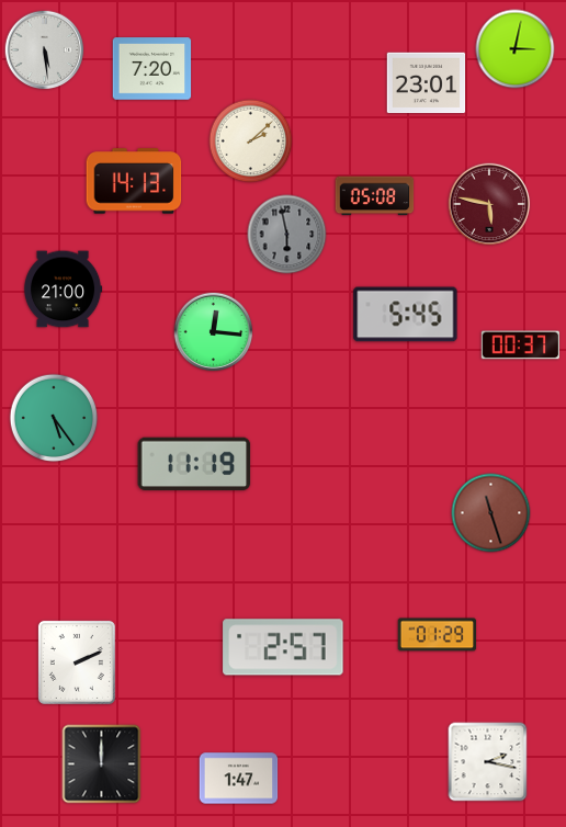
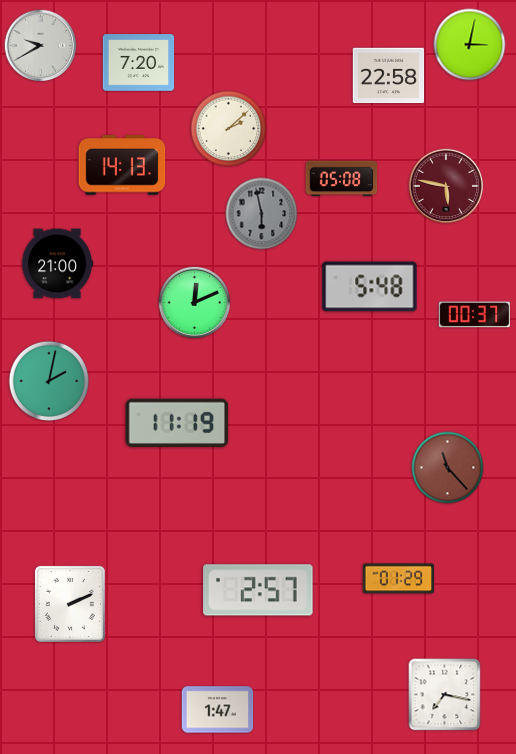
clock at (45, 50): 5:29 -> 9:40
clock at (427, 83): 23:01 -> 22:58
clock at (406, 315): 5:45 -> 5:48
clock at (214, 332): 12:16 -> 12:11
clock at (54, 418): 5:24 -> 2:02
clock at (491, 513): 11:27 -> 11:23
clock at (488, 762): 2:17 -> 7:17
clock at (102, 764): 12:00 -> none
